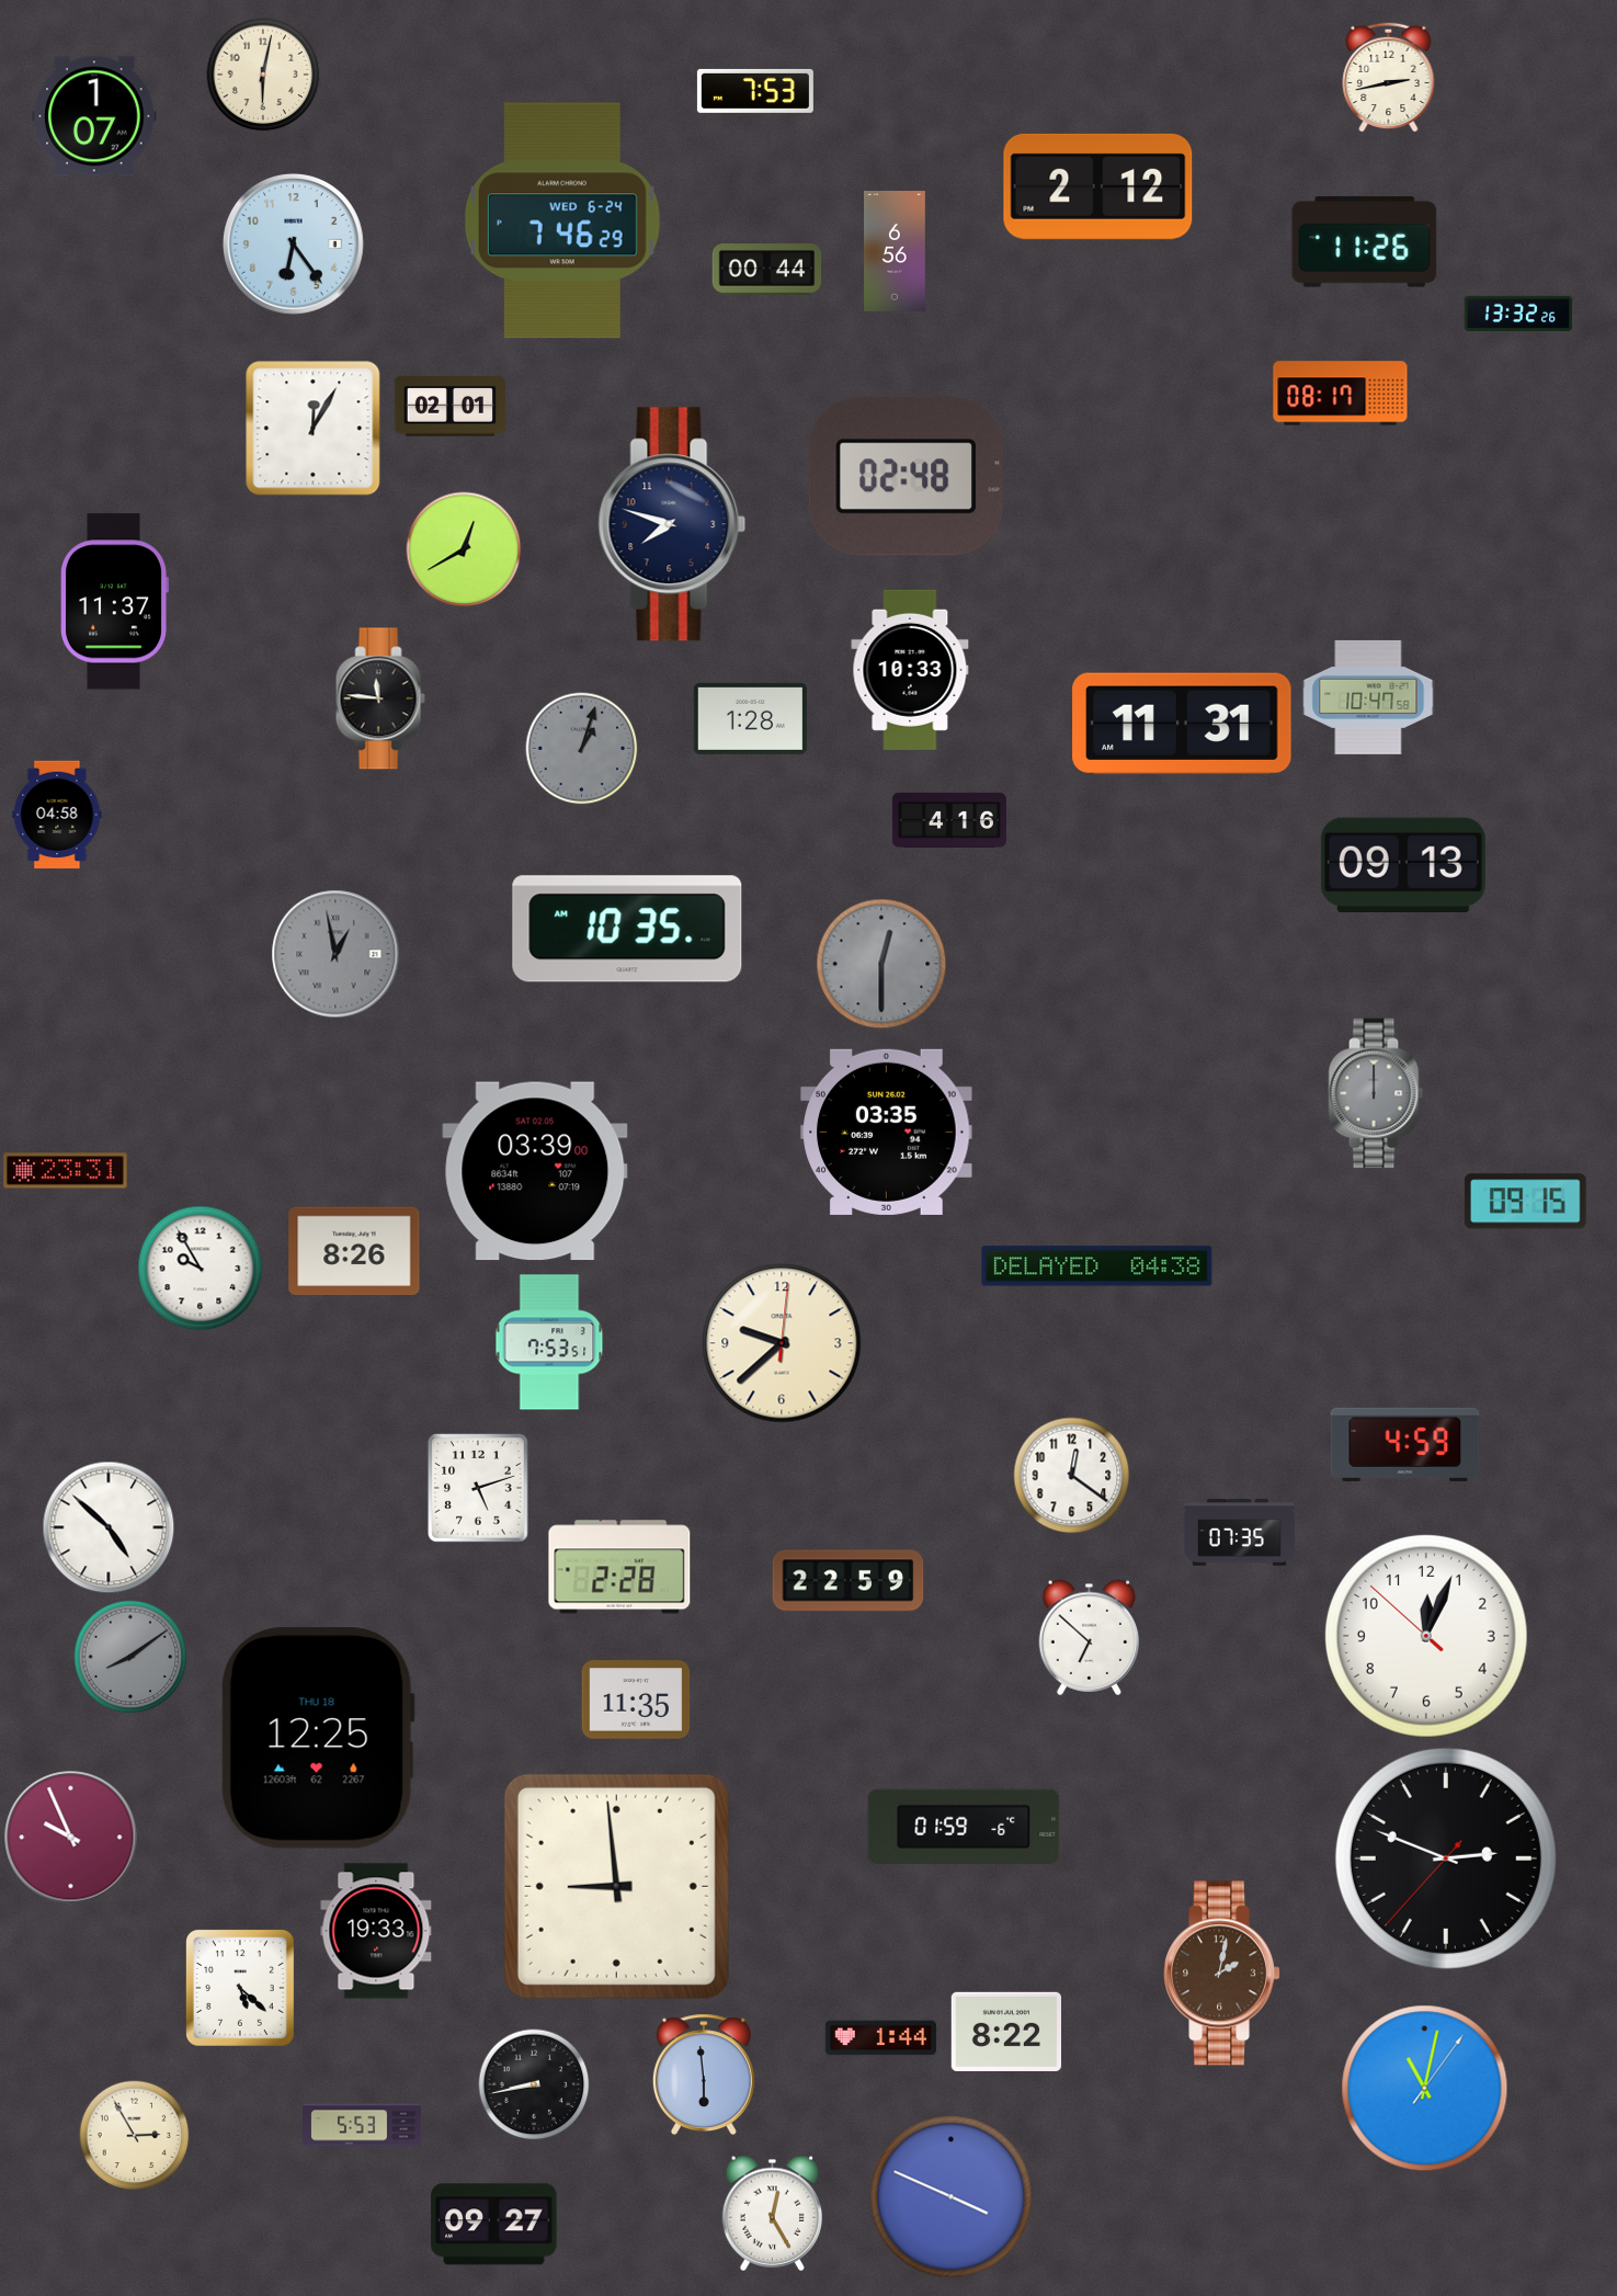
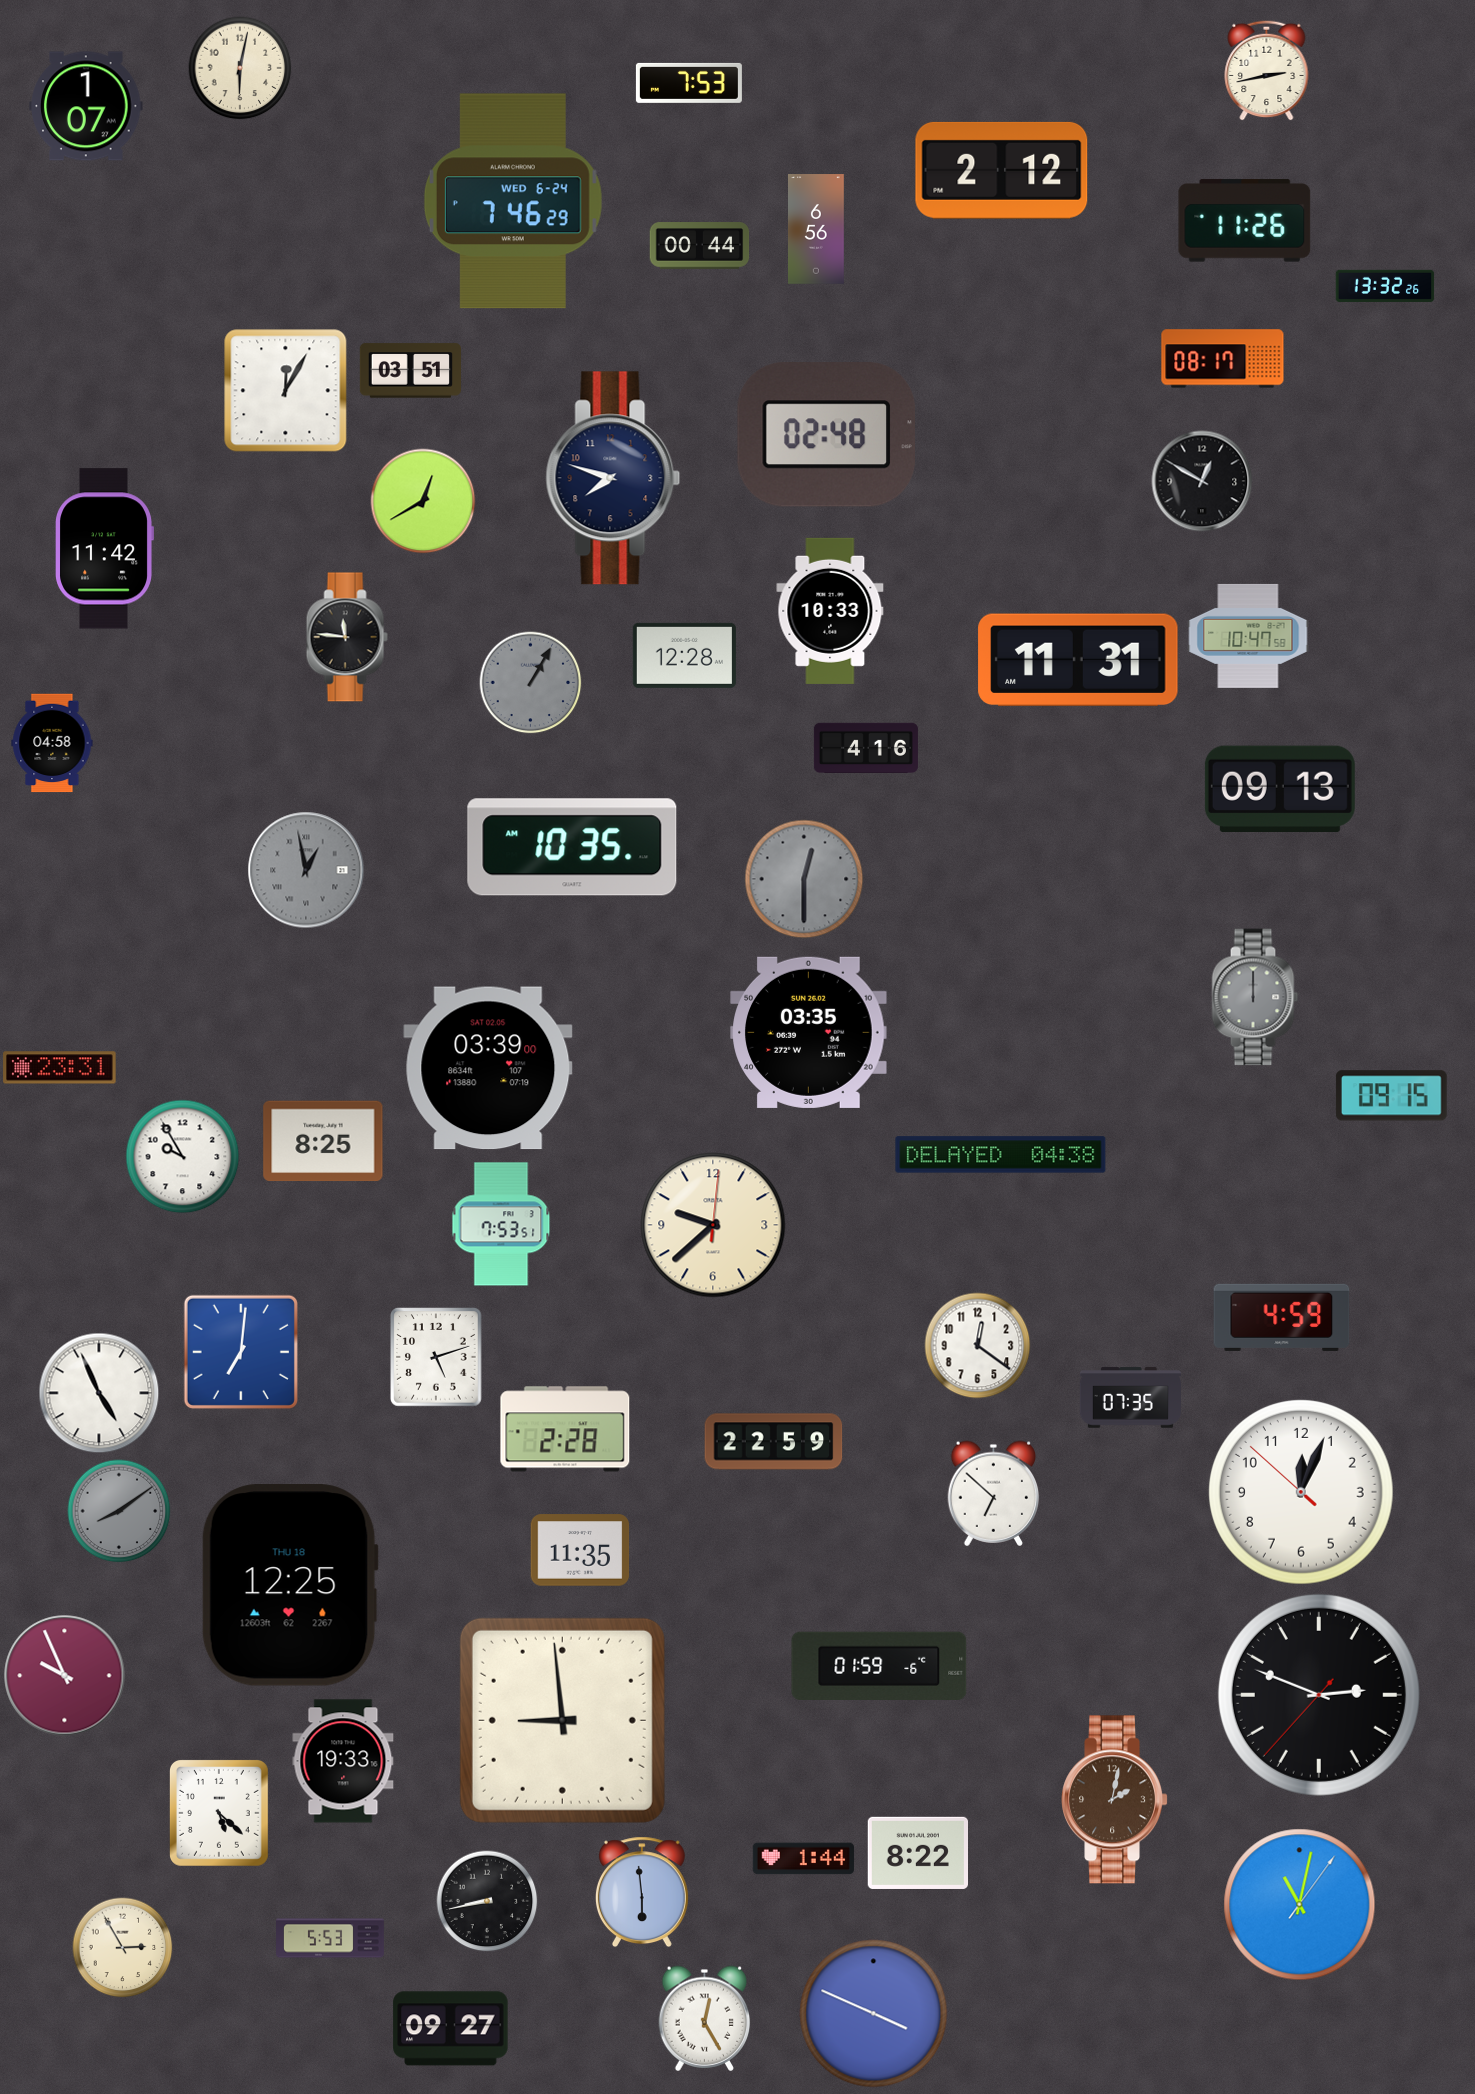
clock at (293, 243): 6:24 -> none
clock at (449, 407): 02:01 -> 03:51
clock at (1202, 481): none -> 12:50
clock at (115, 602): 11:37 -> 11:42
clock at (750, 718): 1:28 -> 12:28
clock at (582, 749): 1:03 -> 1:05
clock at (354, 1251): 8:26 -> 8:25
clock at (241, 1352): none -> 7:01
clock at (109, 1527): 4:52 -> 4:56
clock at (952, 2197) position: (952, 2197) -> (874, 2014)
